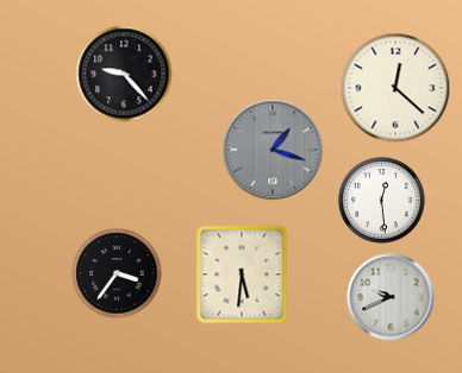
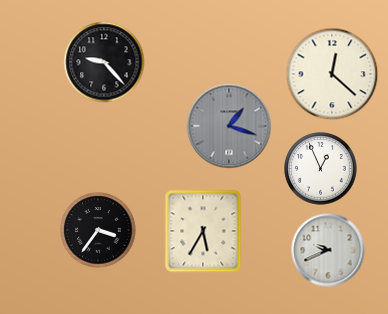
clock at (382, 201): 12:29 -> 12:56
clock at (242, 274): 5:31 -> 5:35
